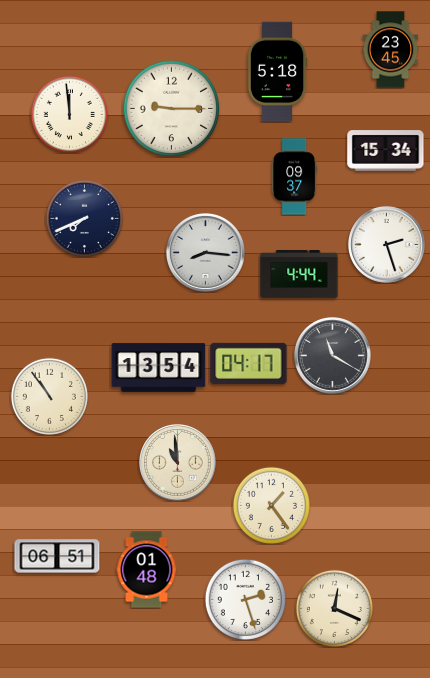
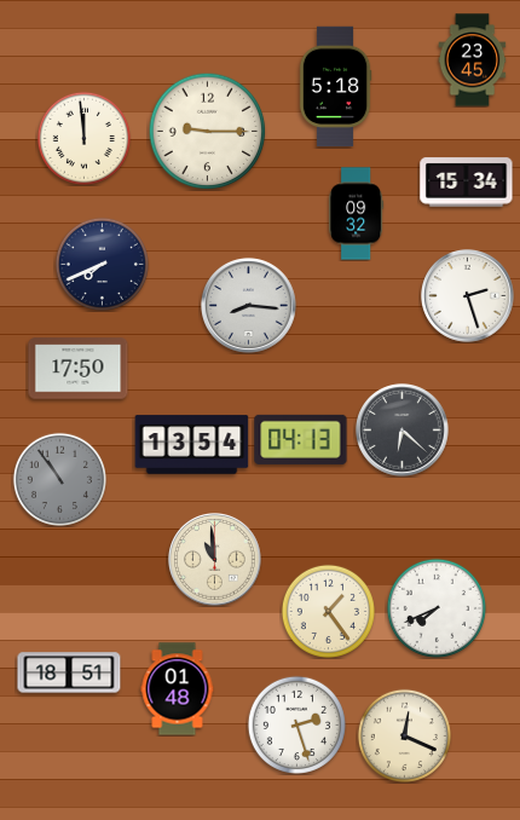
clock at (295, 177): 09:37 -> 09:32
clock at (299, 275): 4:44 -> none
clock at (79, 369): none -> 17:50
clock at (333, 356): 11:20 -> 6:22
clock at (249, 363): 04:17 -> 04:13
clock at (49, 396) dial: cream -> grey
clock at (435, 607): none -> 7:41
clock at (57, 556): 06:51 -> 18:51
